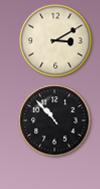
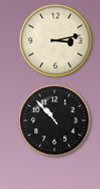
clock at (56, 41): 3:10 -> 3:13
